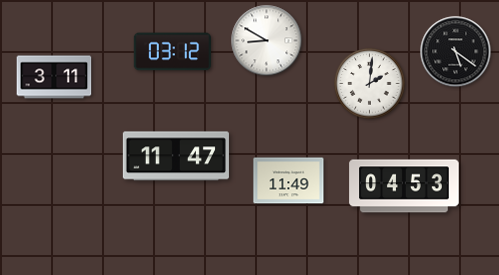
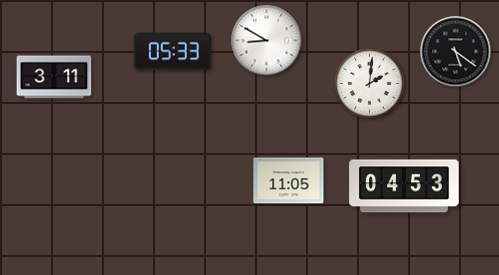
clock at (172, 52): 03:12 -> 05:33
clock at (176, 156): 11:47 -> none
clock at (289, 181): 11:49 -> 11:05
